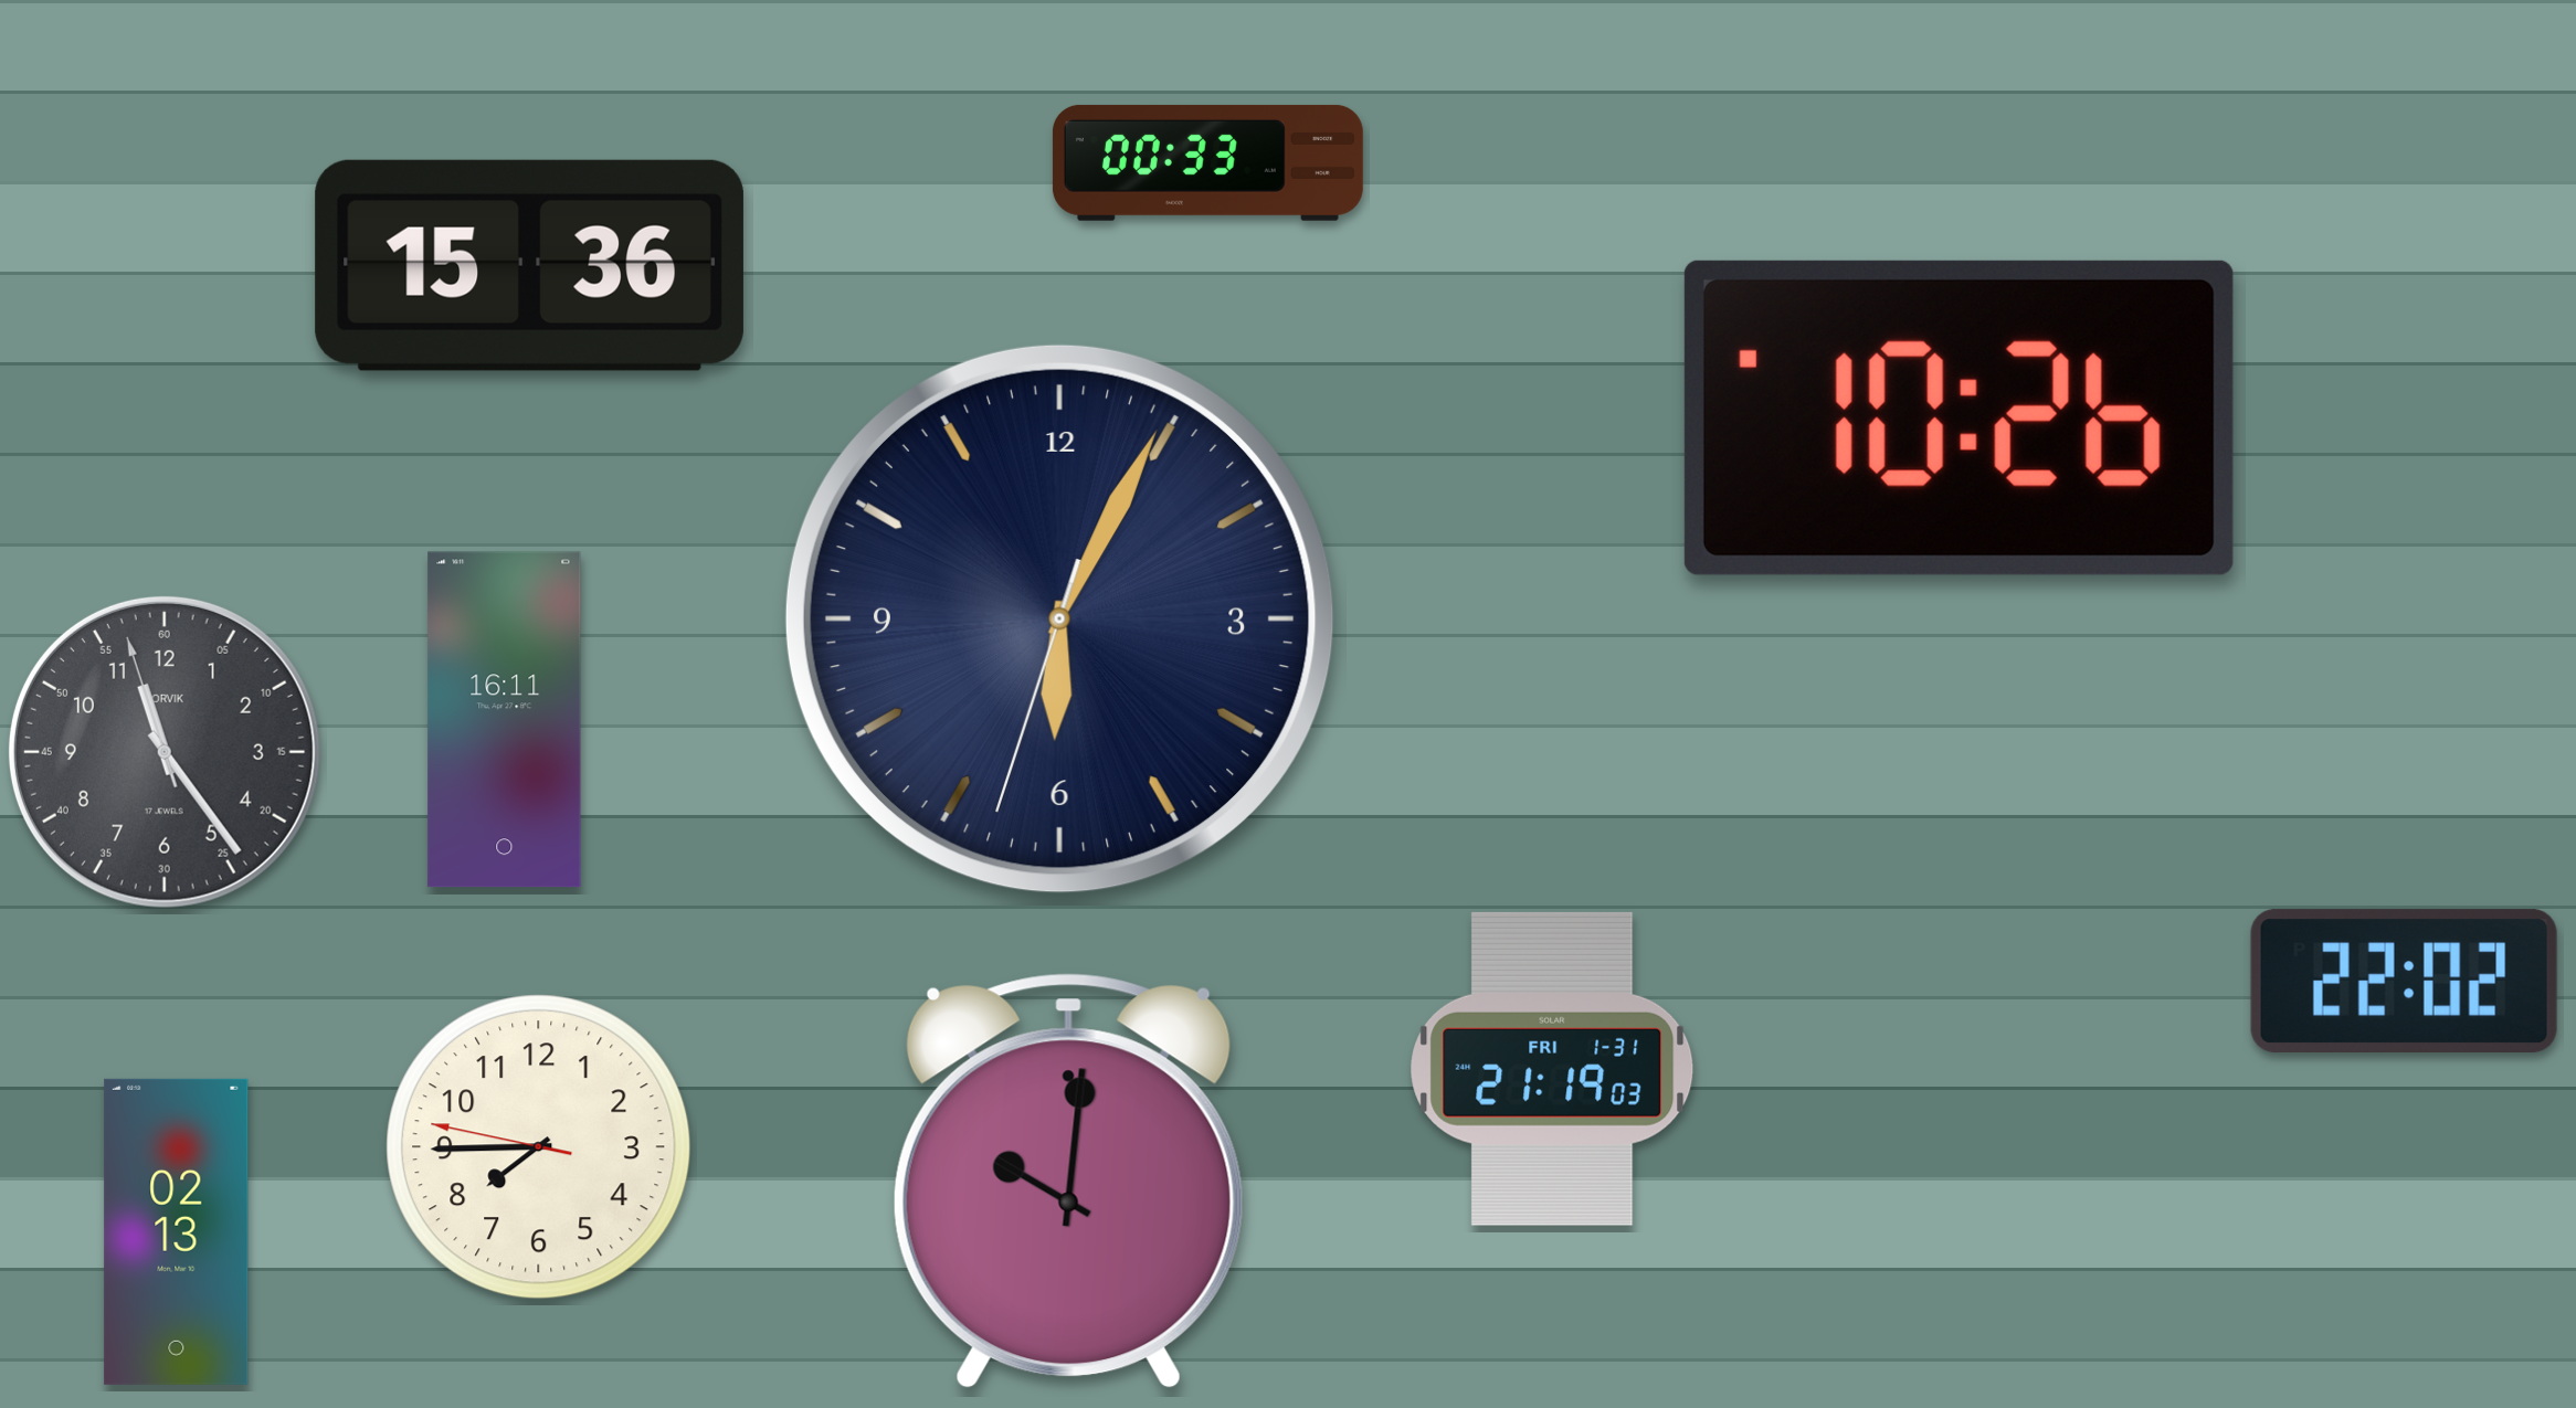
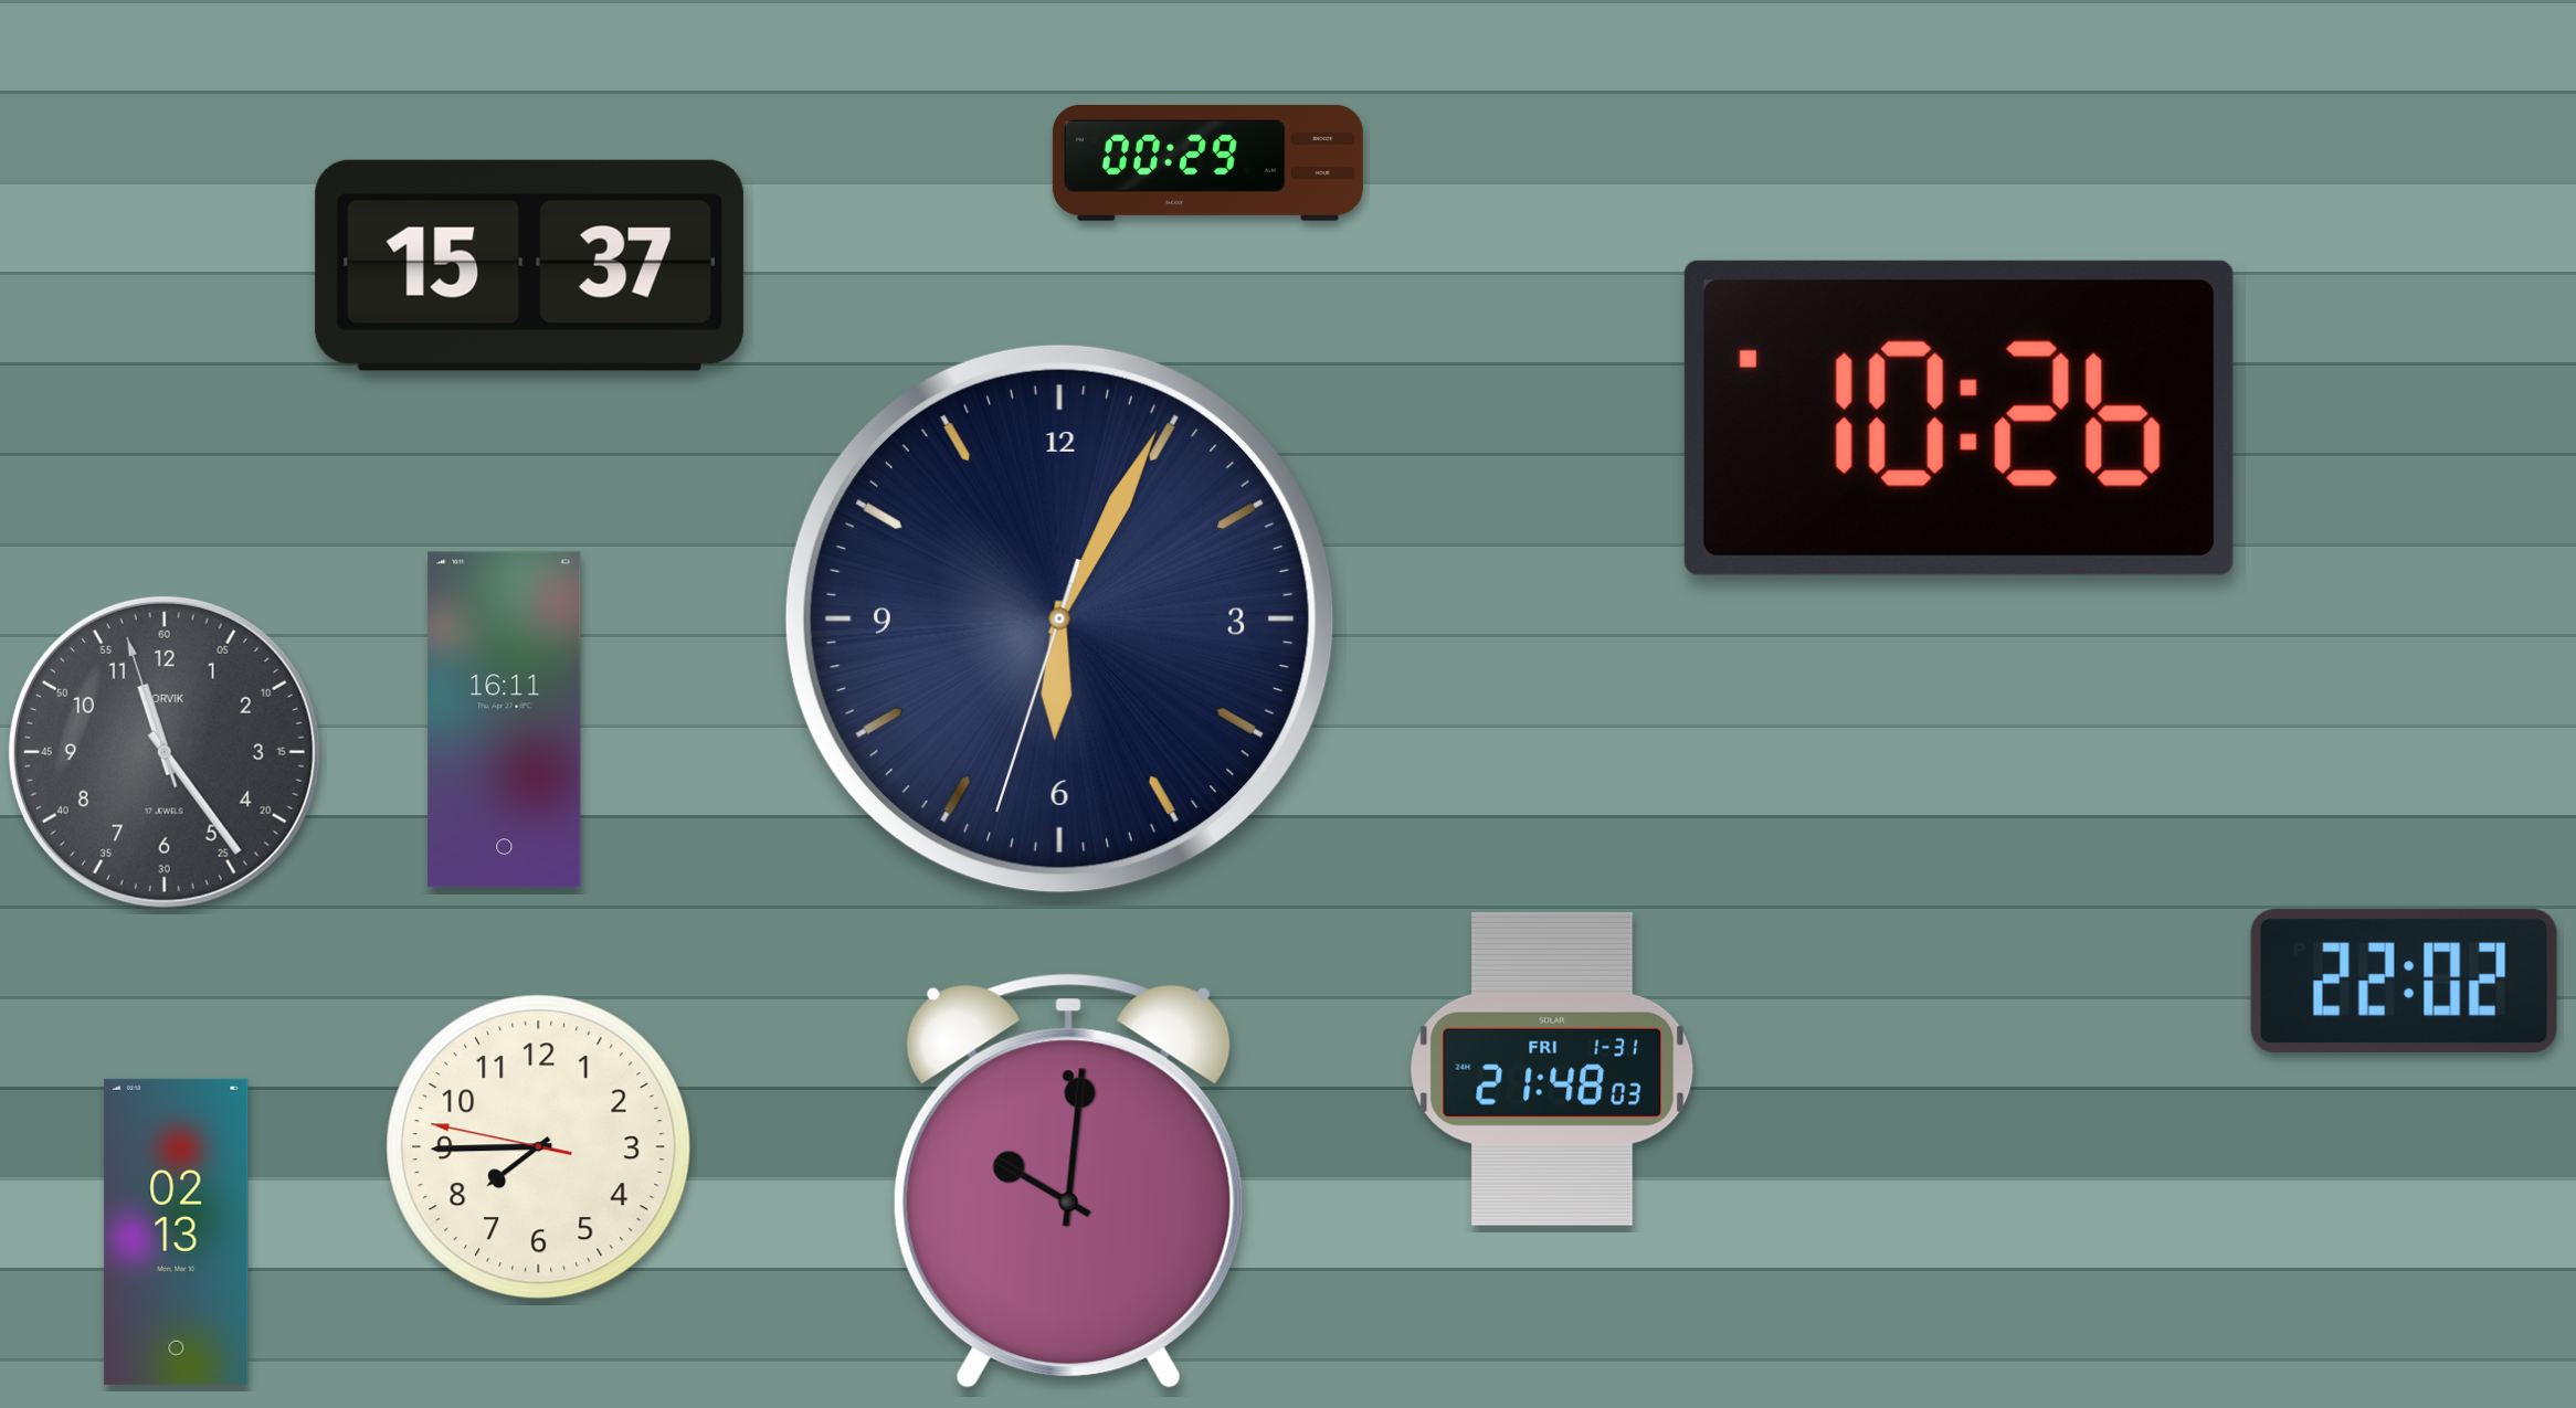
clock at (1207, 162): 00:33 -> 00:29
clock at (529, 265): 15:36 -> 15:37
clock at (1552, 1069): 21:19 -> 21:48
